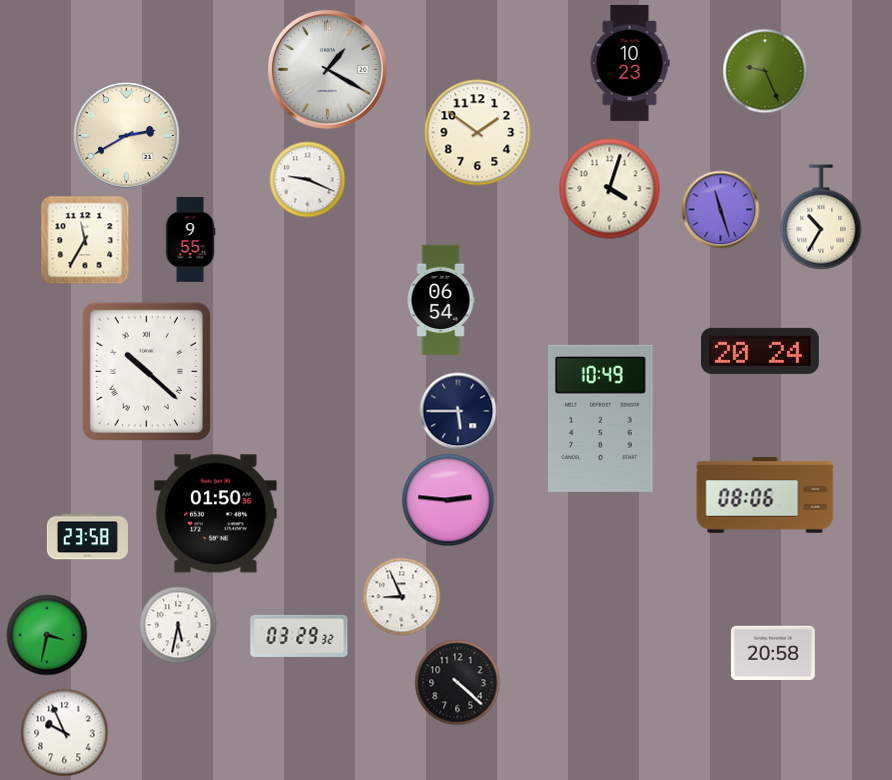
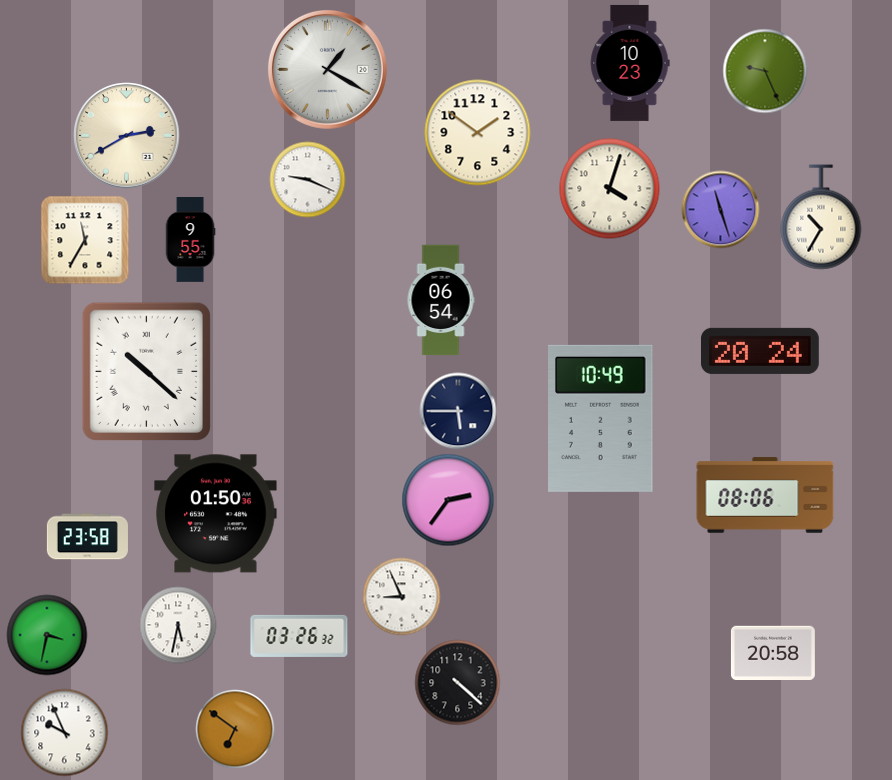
clock at (448, 500): 2:46 -> 2:36
clock at (299, 636): 03:29 -> 03:26
clock at (235, 729): none -> 6:51
